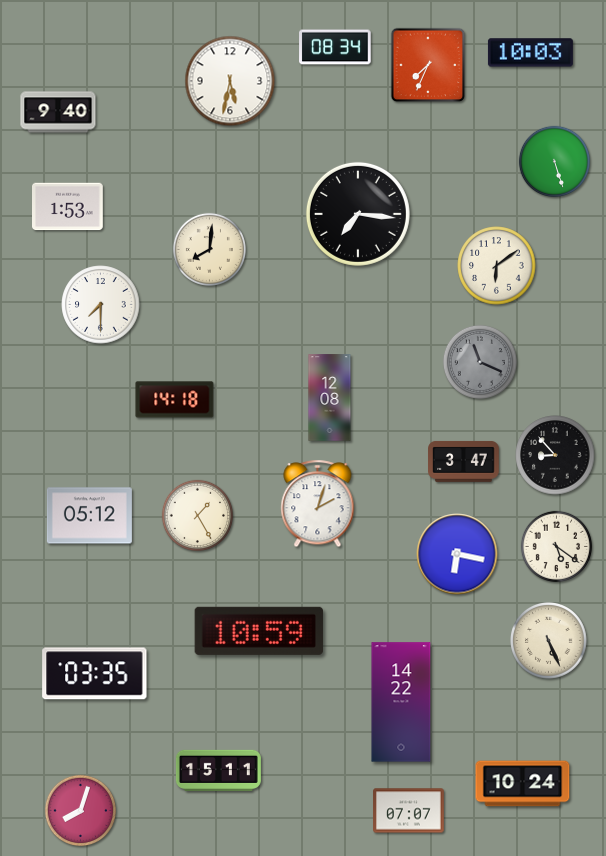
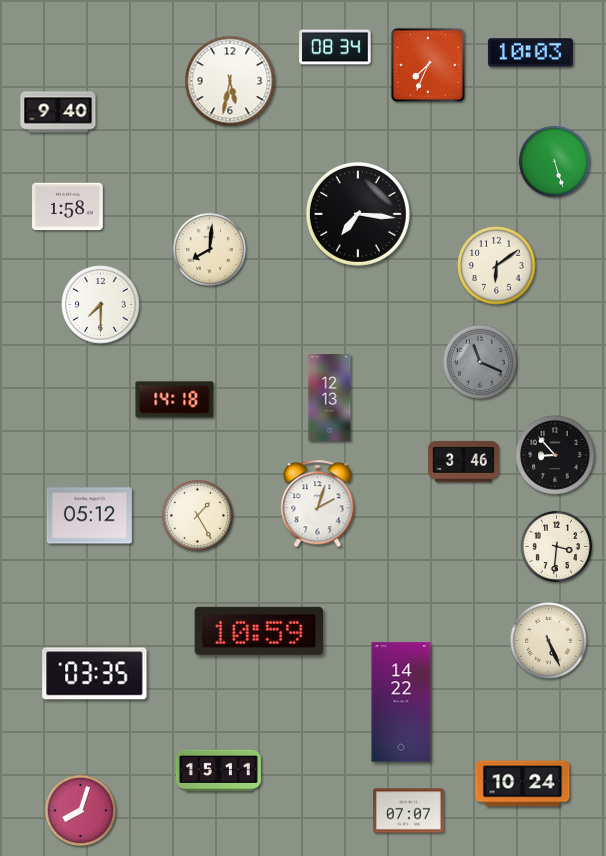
clock at (68, 207): 1:53 -> 1:58
clock at (330, 398): 12:08 -> 12:13
clock at (464, 461): 3:47 -> 3:46
clock at (557, 547): 5:21 -> 3:31
clock at (457, 554): 6:17 -> none
